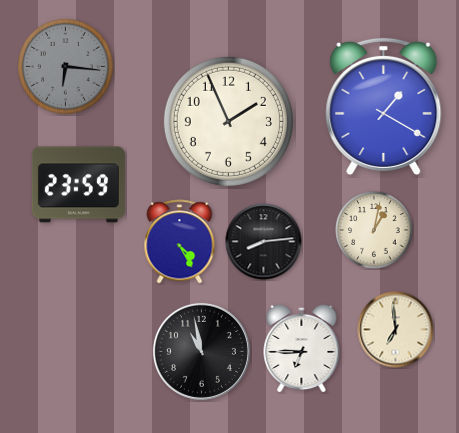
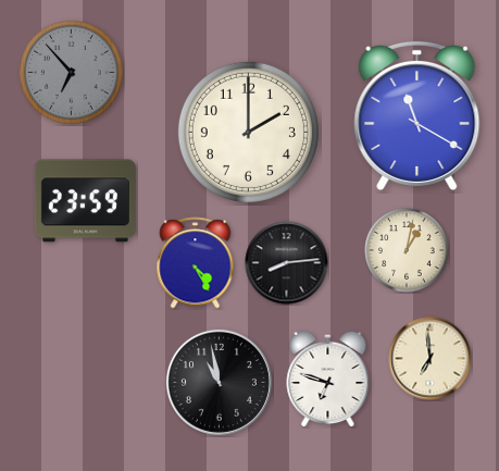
clock at (66, 67): 6:16 -> 6:53
clock at (384, 106): 1:20 -> 11:20
clock at (228, 121): 1:56 -> 2:00
clock at (302, 348): 6:45 -> 6:48
